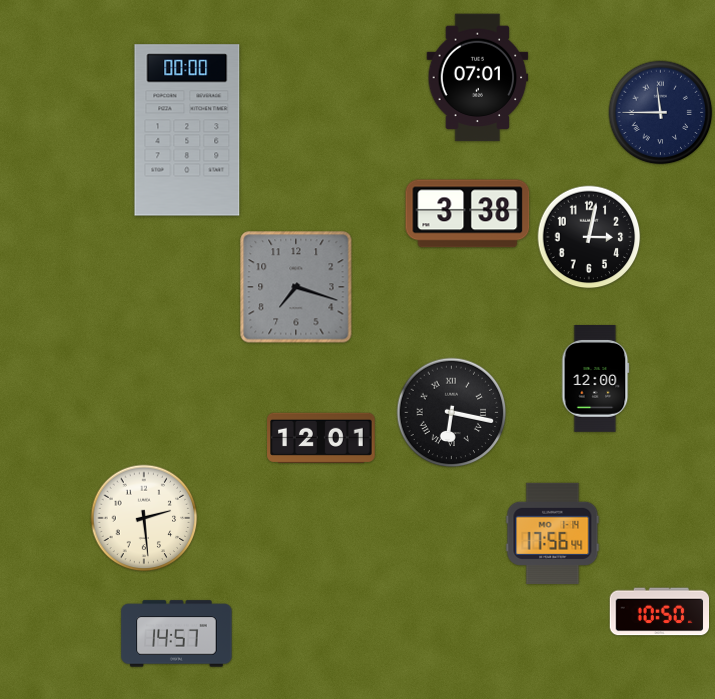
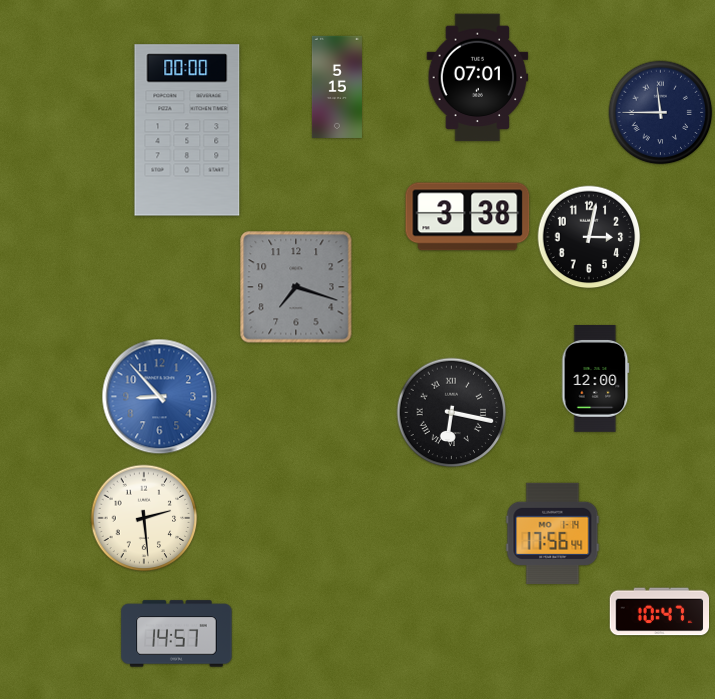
clock at (337, 87): none -> 5:15
clock at (468, 214) position: (468, 214) -> (468, 217)
clock at (160, 397): none -> 8:53
clock at (321, 438): 12:01 -> none
clock at (660, 612): 10:50 -> 10:47
